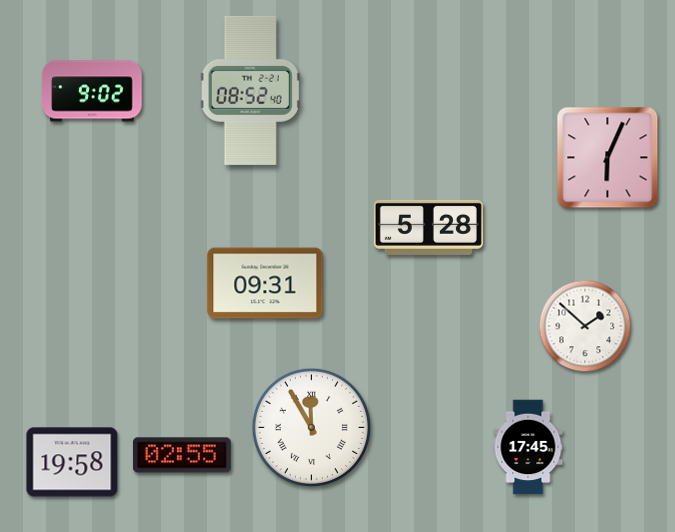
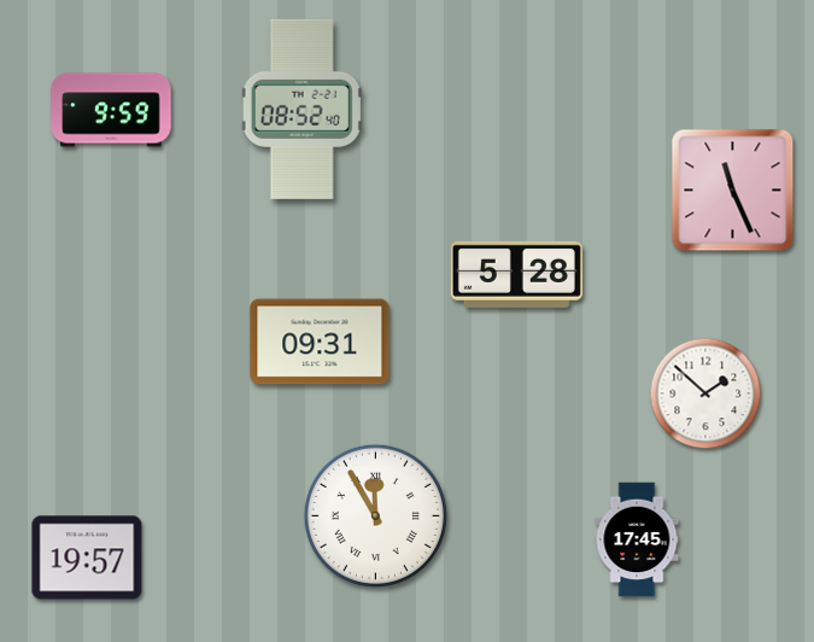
clock at (92, 91): 9:02 -> 9:59
clock at (608, 158): 6:04 -> 11:26
clock at (182, 455): 02:55 -> none
clock at (72, 462): 19:58 -> 19:57
